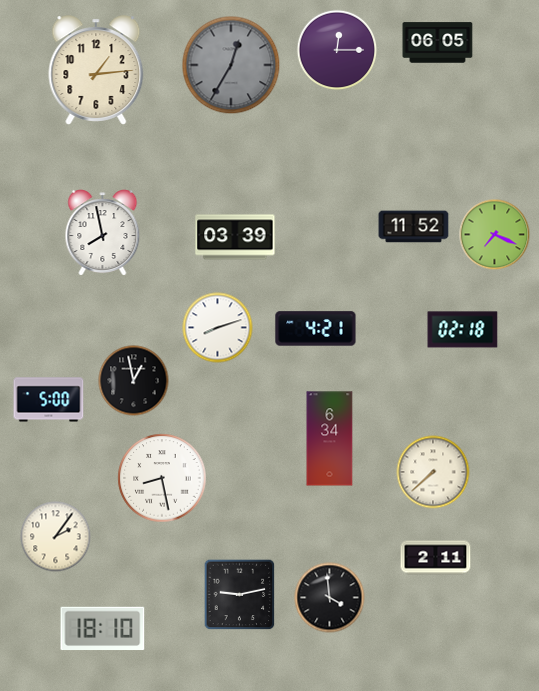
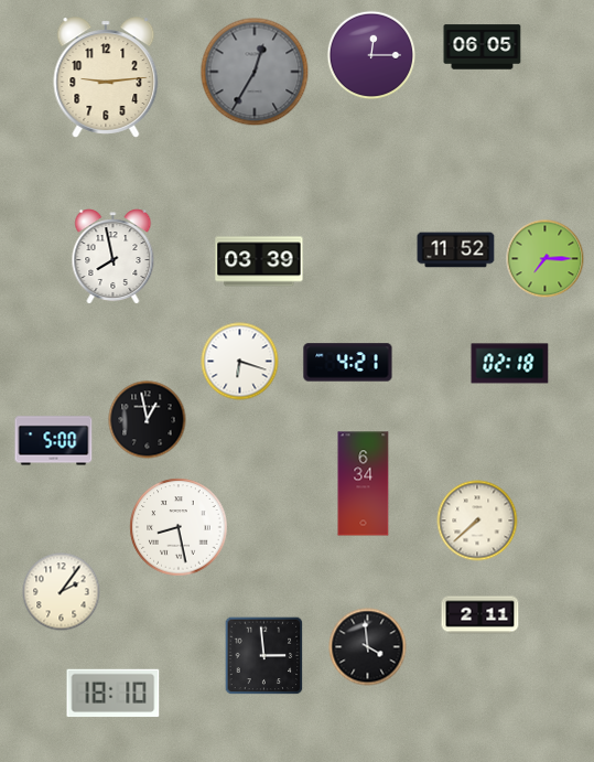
clock at (96, 70): 1:14 -> 9:14
clock at (495, 235): 7:19 -> 7:15
clock at (218, 328): 8:12 -> 6:18
clock at (240, 595): 9:13 -> 2:59
clock at (330, 598) position: (330, 598) -> (368, 647)
